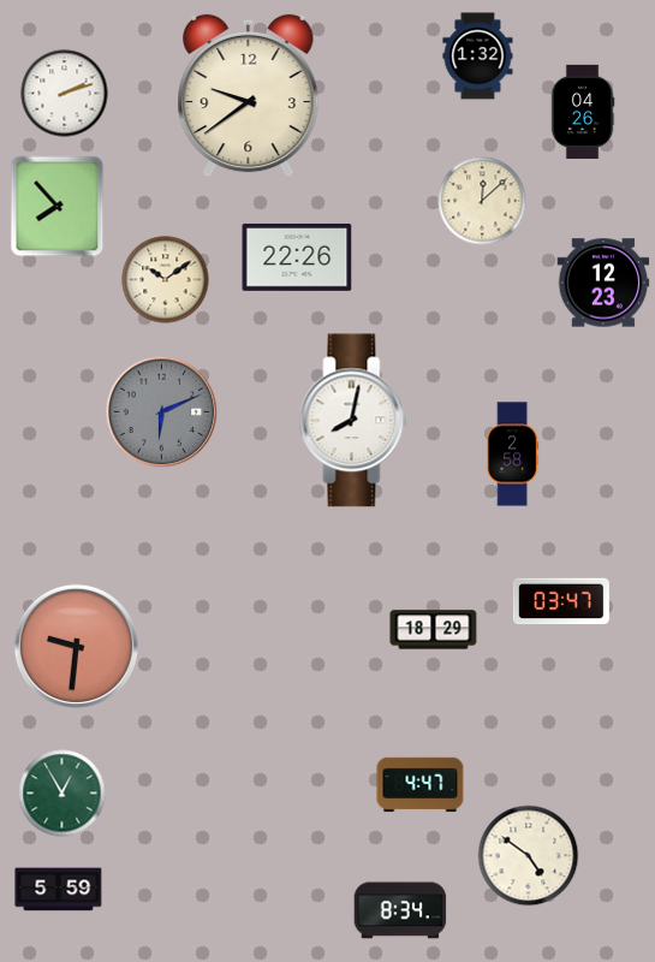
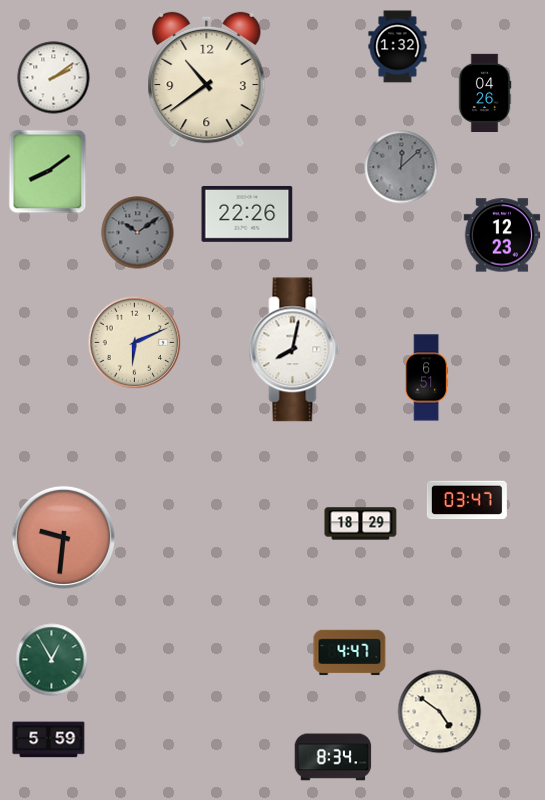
clock at (65, 94): 2:12 -> 2:09
clock at (249, 96): 9:39 -> 10:39
clock at (482, 201) dial: cream -> grey
clock at (58, 207): 7:53 -> 8:09
clock at (166, 280) dial: cream -> grey
clock at (162, 412) dial: grey -> cream
clock at (513, 455): 2:58 -> 6:51
